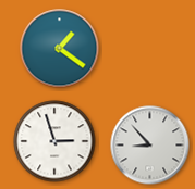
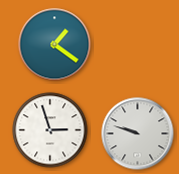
clock at (150, 146): 8:53 -> 9:48
